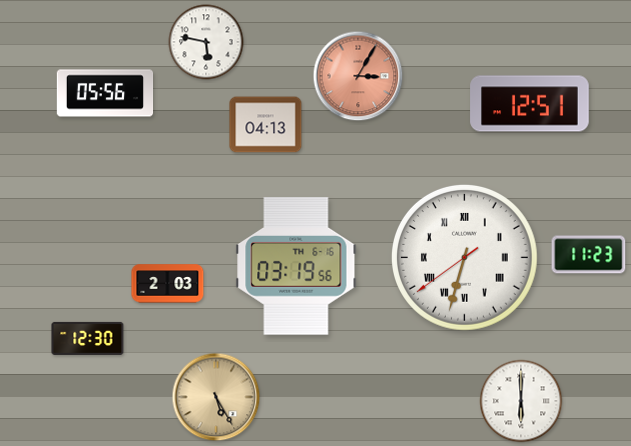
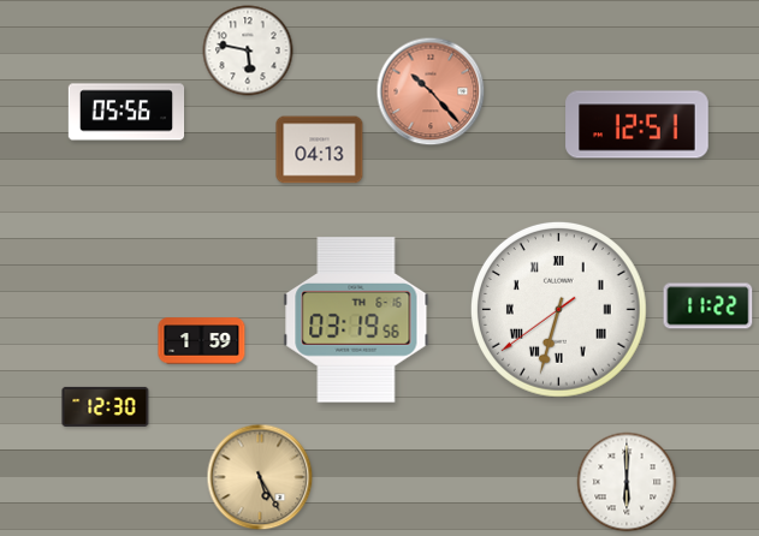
clock at (358, 76): 3:05 -> 10:23
clock at (589, 255): 11:23 -> 11:22
clock at (168, 284): 2:03 -> 1:59
